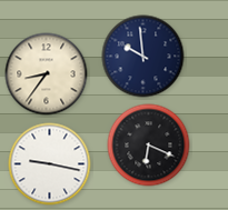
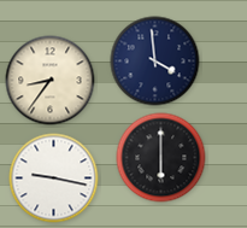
clock at (143, 57): 9:59 -> 3:59
clock at (149, 146): 6:19 -> 6:00
